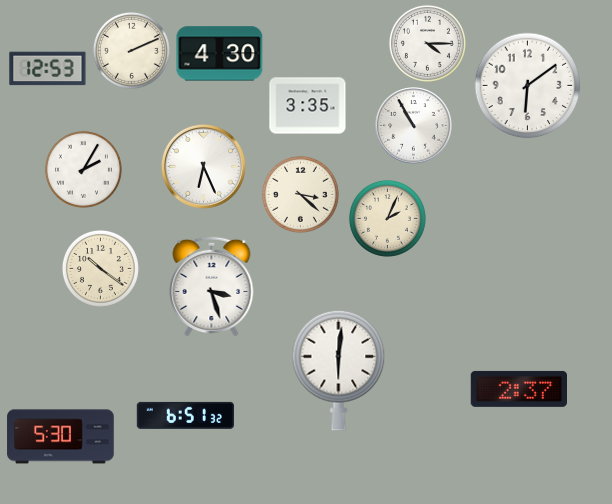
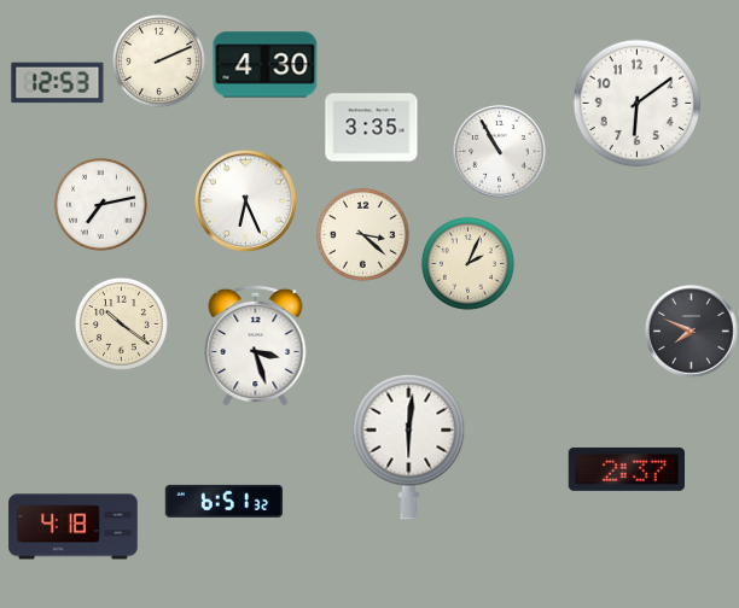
clock at (427, 43): 4:15 -> none
clock at (83, 169): 2:05 -> 7:13
clock at (692, 332): none -> 7:49
clock at (61, 437): 5:30 -> 4:18
